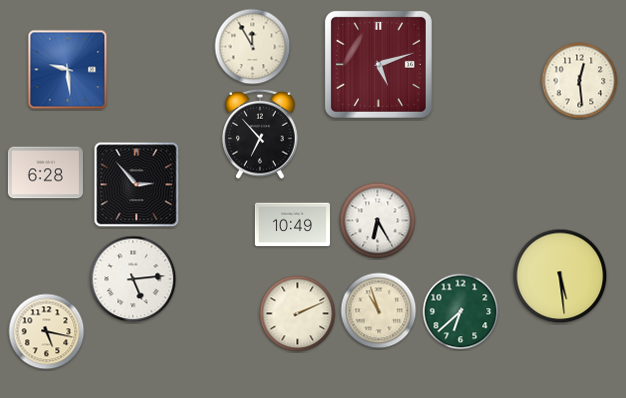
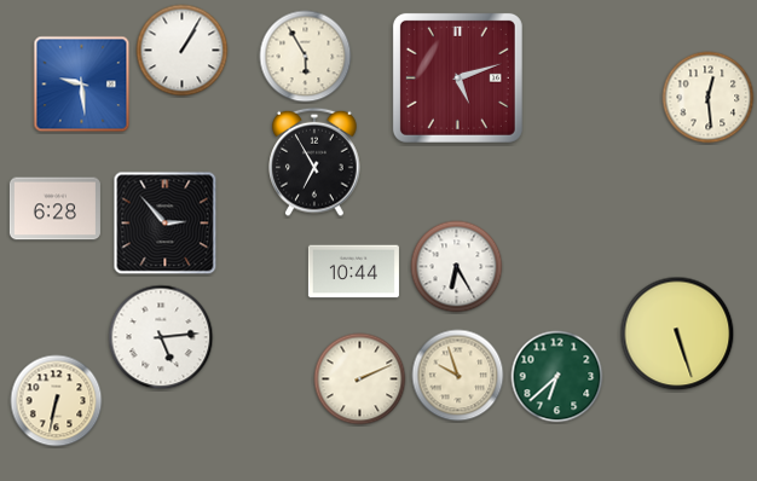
clock at (183, 51): none -> 1:05
clock at (253, 47): 11:55 -> 5:55
clock at (580, 81) position: (580, 81) -> (709, 98)
clock at (260, 134): 6:53 -> 6:55
clock at (292, 225): 10:49 -> 10:44
clock at (560, 276): 5:29 -> 5:27
clock at (379, 311): 10:57 -> 9:57
clock at (47, 332): 5:17 -> 6:32
